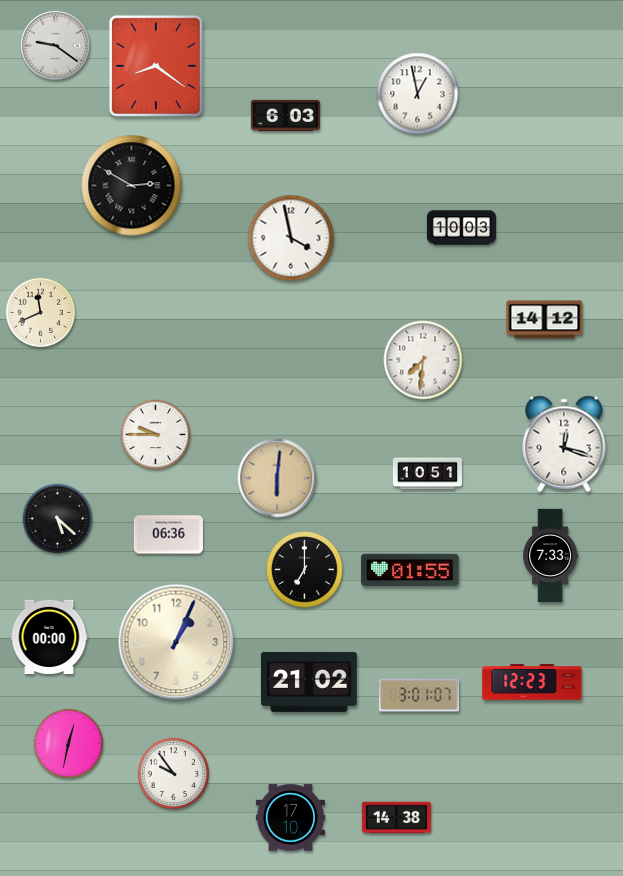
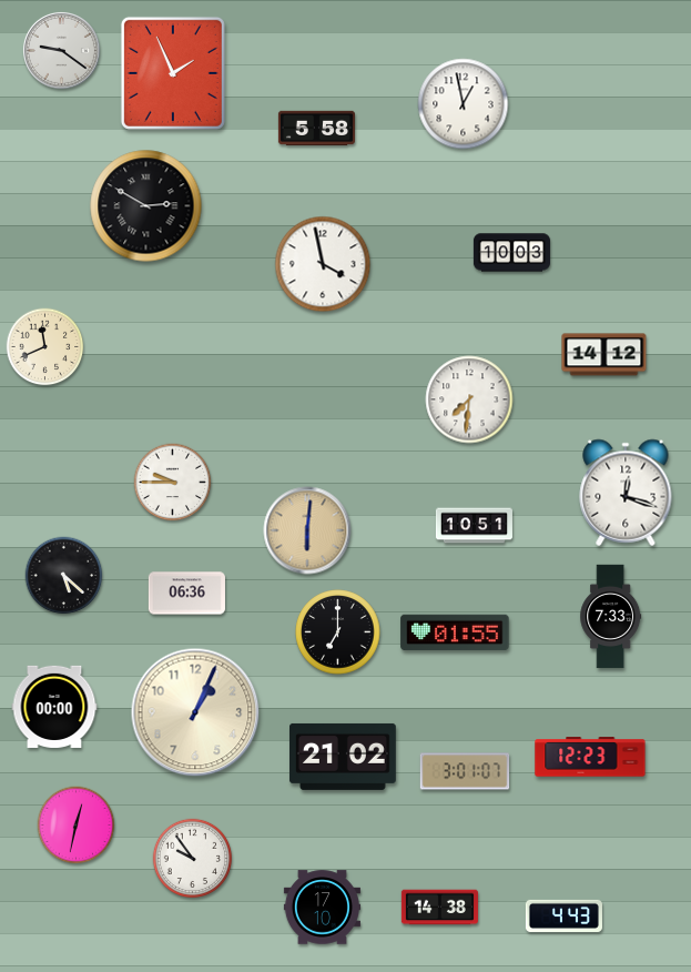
clock at (156, 66): 8:21 -> 1:56
clock at (285, 116): 6:03 -> 5:58
clock at (563, 915): none -> 4:43
